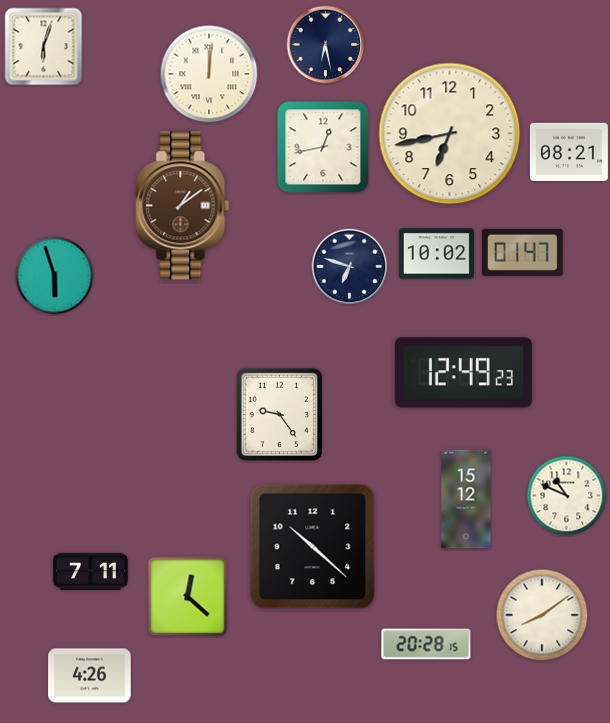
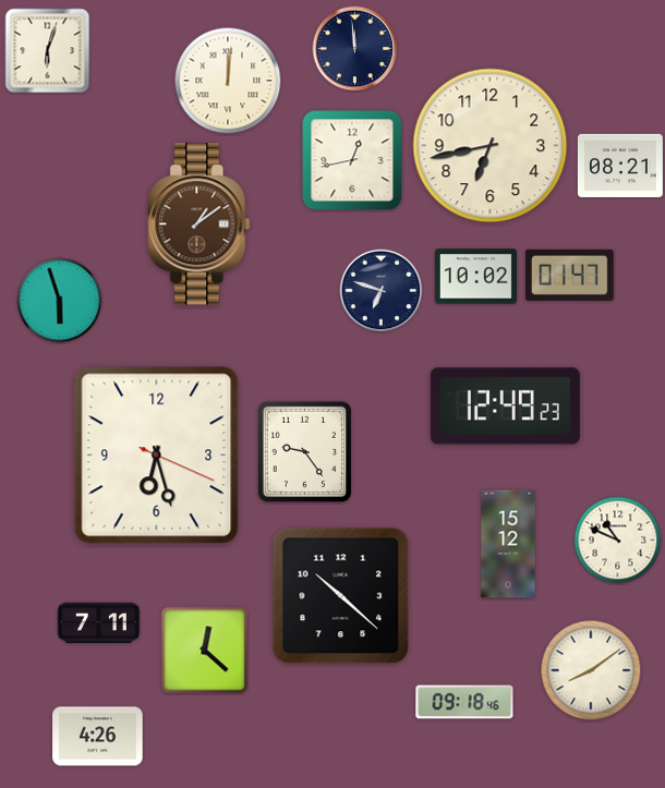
clock at (326, 45): 6:28 -> 11:59
clock at (157, 456): none -> 6:27
clock at (426, 644): 20:28 -> 09:18
